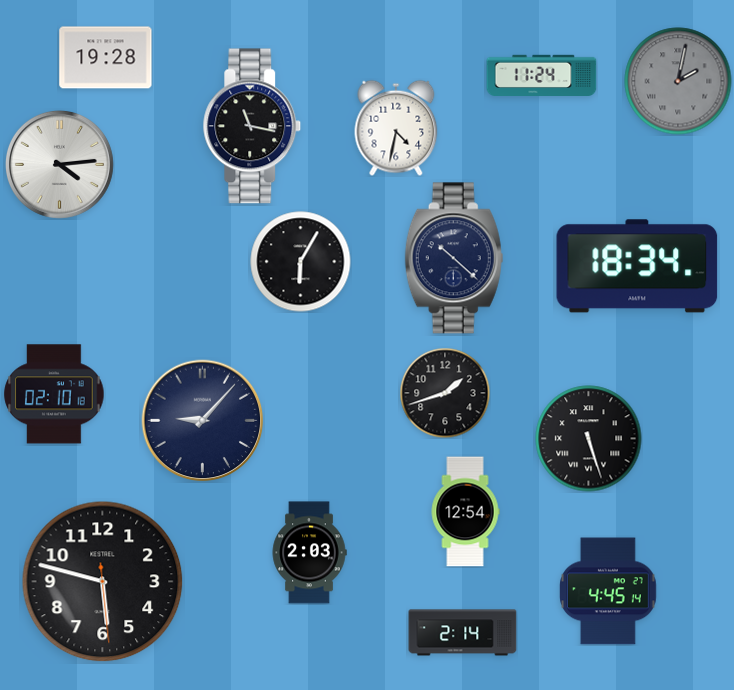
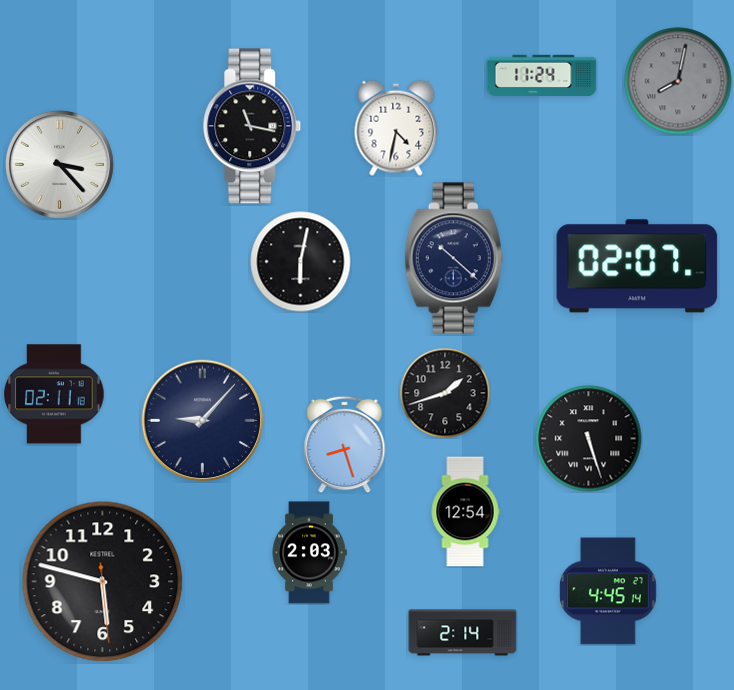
clock at (106, 58): 19:28 -> none
clock at (678, 81): 2:02 -> 8:02
clock at (59, 164): 4:14 -> 3:23
clock at (301, 262): 6:05 -> 6:02
clock at (637, 266): 18:34 -> 02:07
clock at (54, 394): 02:10 -> 02:11
clock at (345, 444): none -> 8:27
